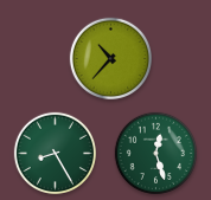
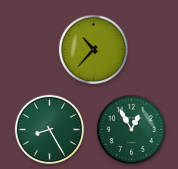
clock at (55, 153) position: (55, 153) -> (49, 129)
clock at (155, 153): 12:27 -> 12:55
